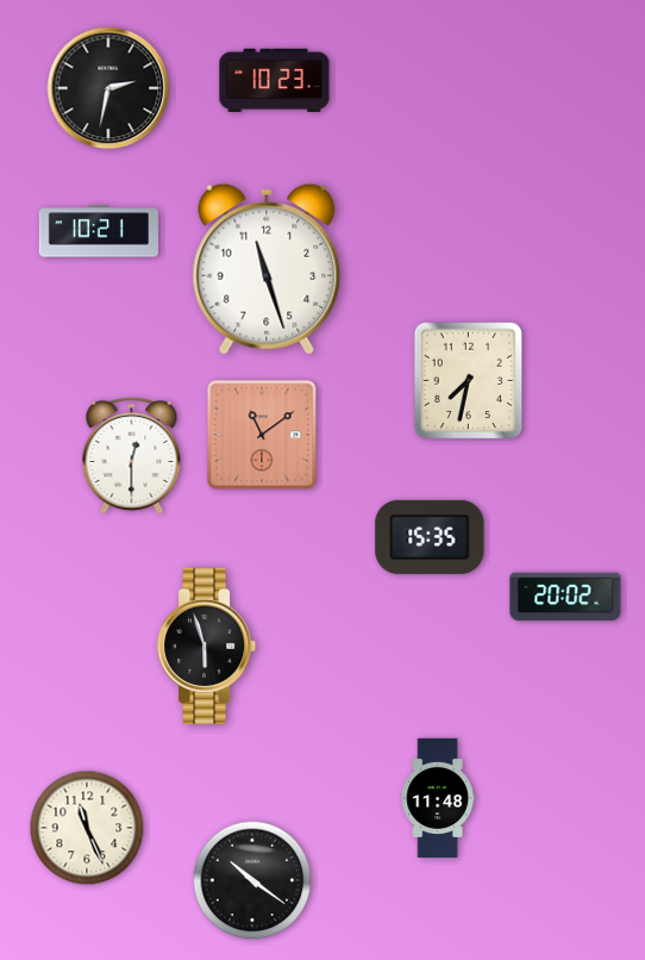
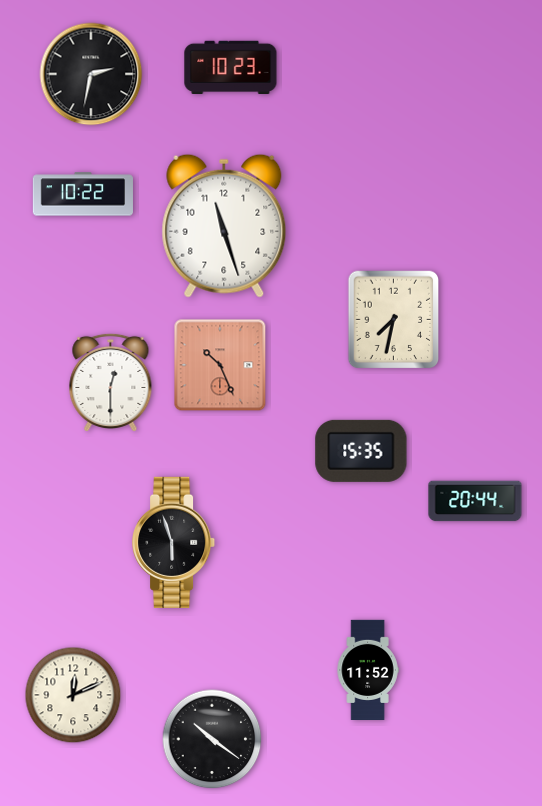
clock at (99, 231): 10:21 -> 10:22
clock at (262, 435): 11:09 -> 10:26
clock at (565, 597): 20:02 -> 20:44
clock at (438, 797): 11:48 -> 11:52
clock at (87, 828): 11:26 -> 12:11
